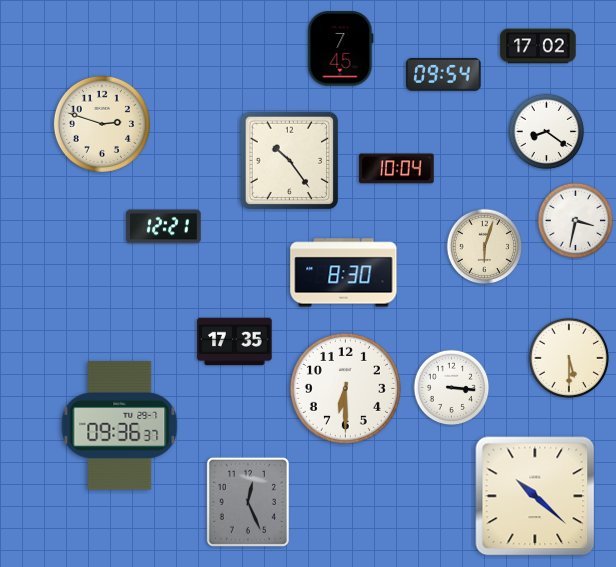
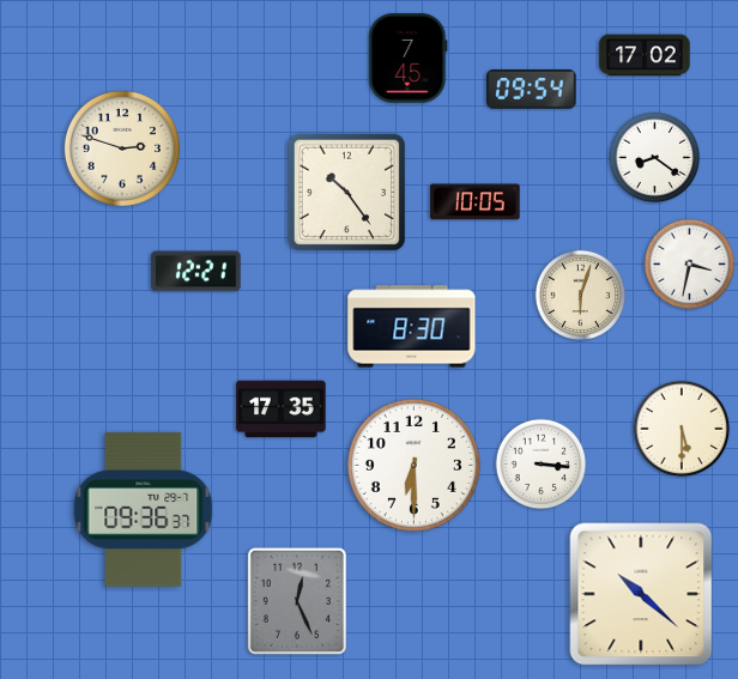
clock at (397, 169): 10:04 -> 10:05
